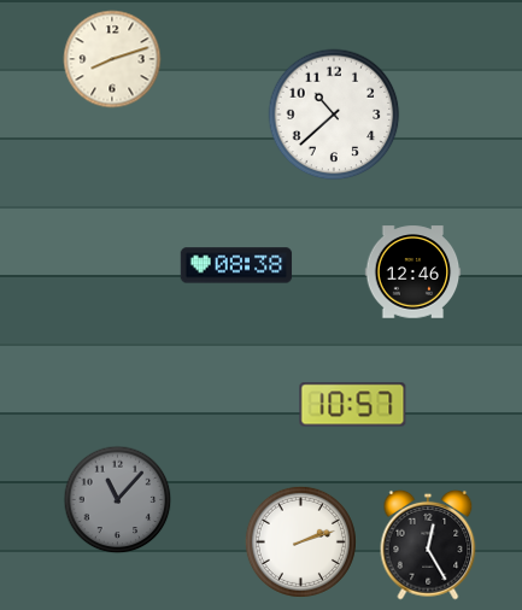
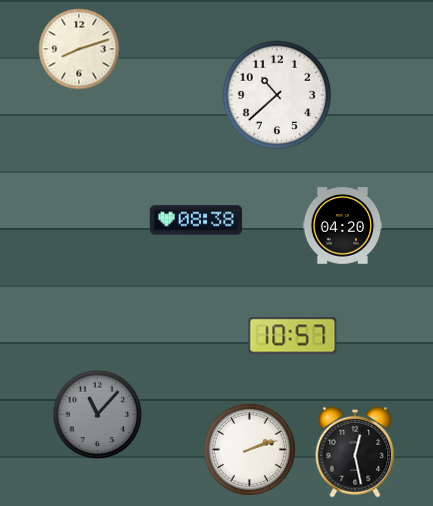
clock at (112, 59) position: (112, 59) -> (79, 49)
clock at (414, 272): 12:46 -> 04:20
clock at (428, 545): 12:25 -> 12:28
